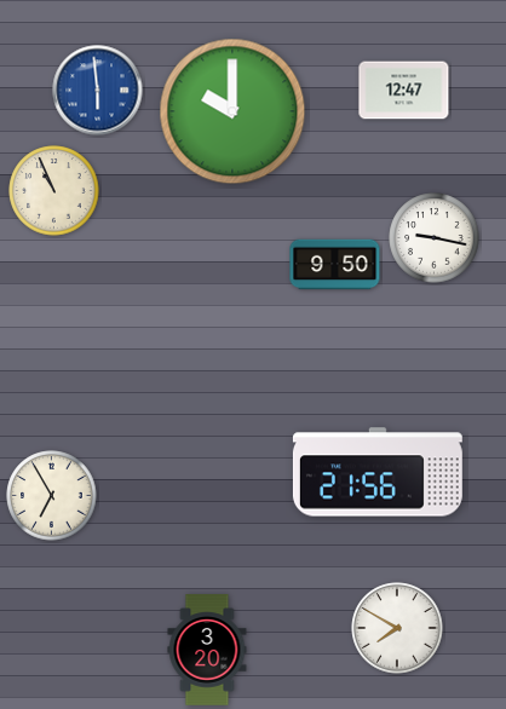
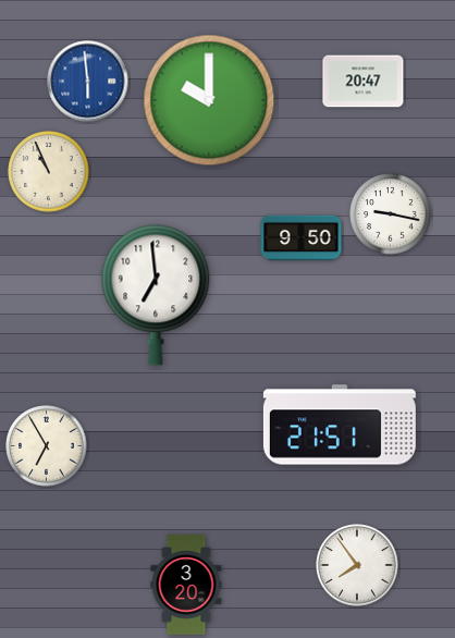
clock at (404, 91): 12:47 -> 20:47
clock at (156, 295): none -> 6:59
clock at (378, 472): 21:56 -> 21:51
clock at (397, 628): 7:50 -> 7:54
